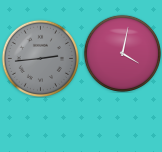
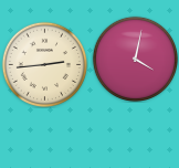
clock at (40, 58) dial: grey -> cream
